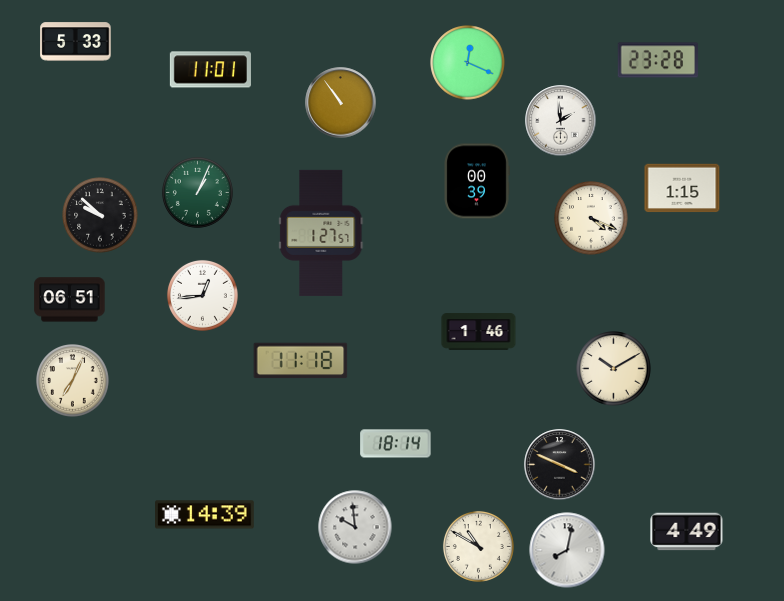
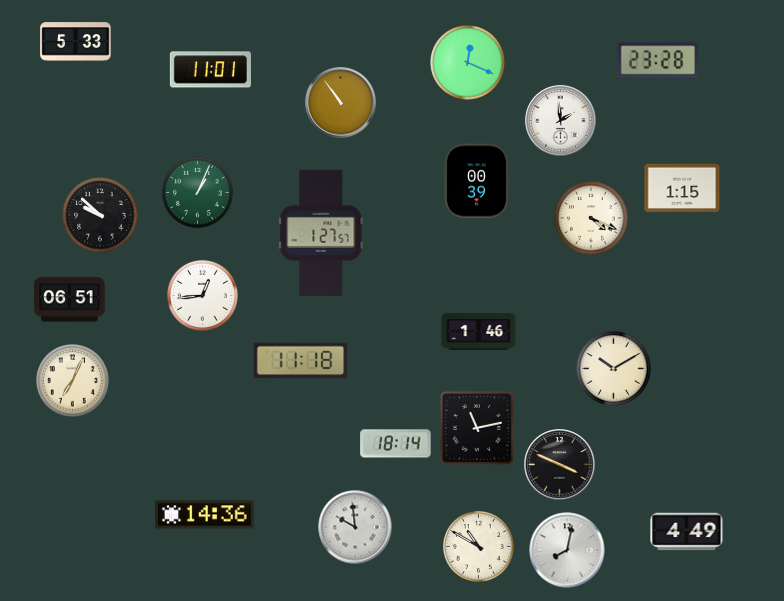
clock at (477, 428): none -> 11:13
clock at (205, 515): 14:39 -> 14:36
